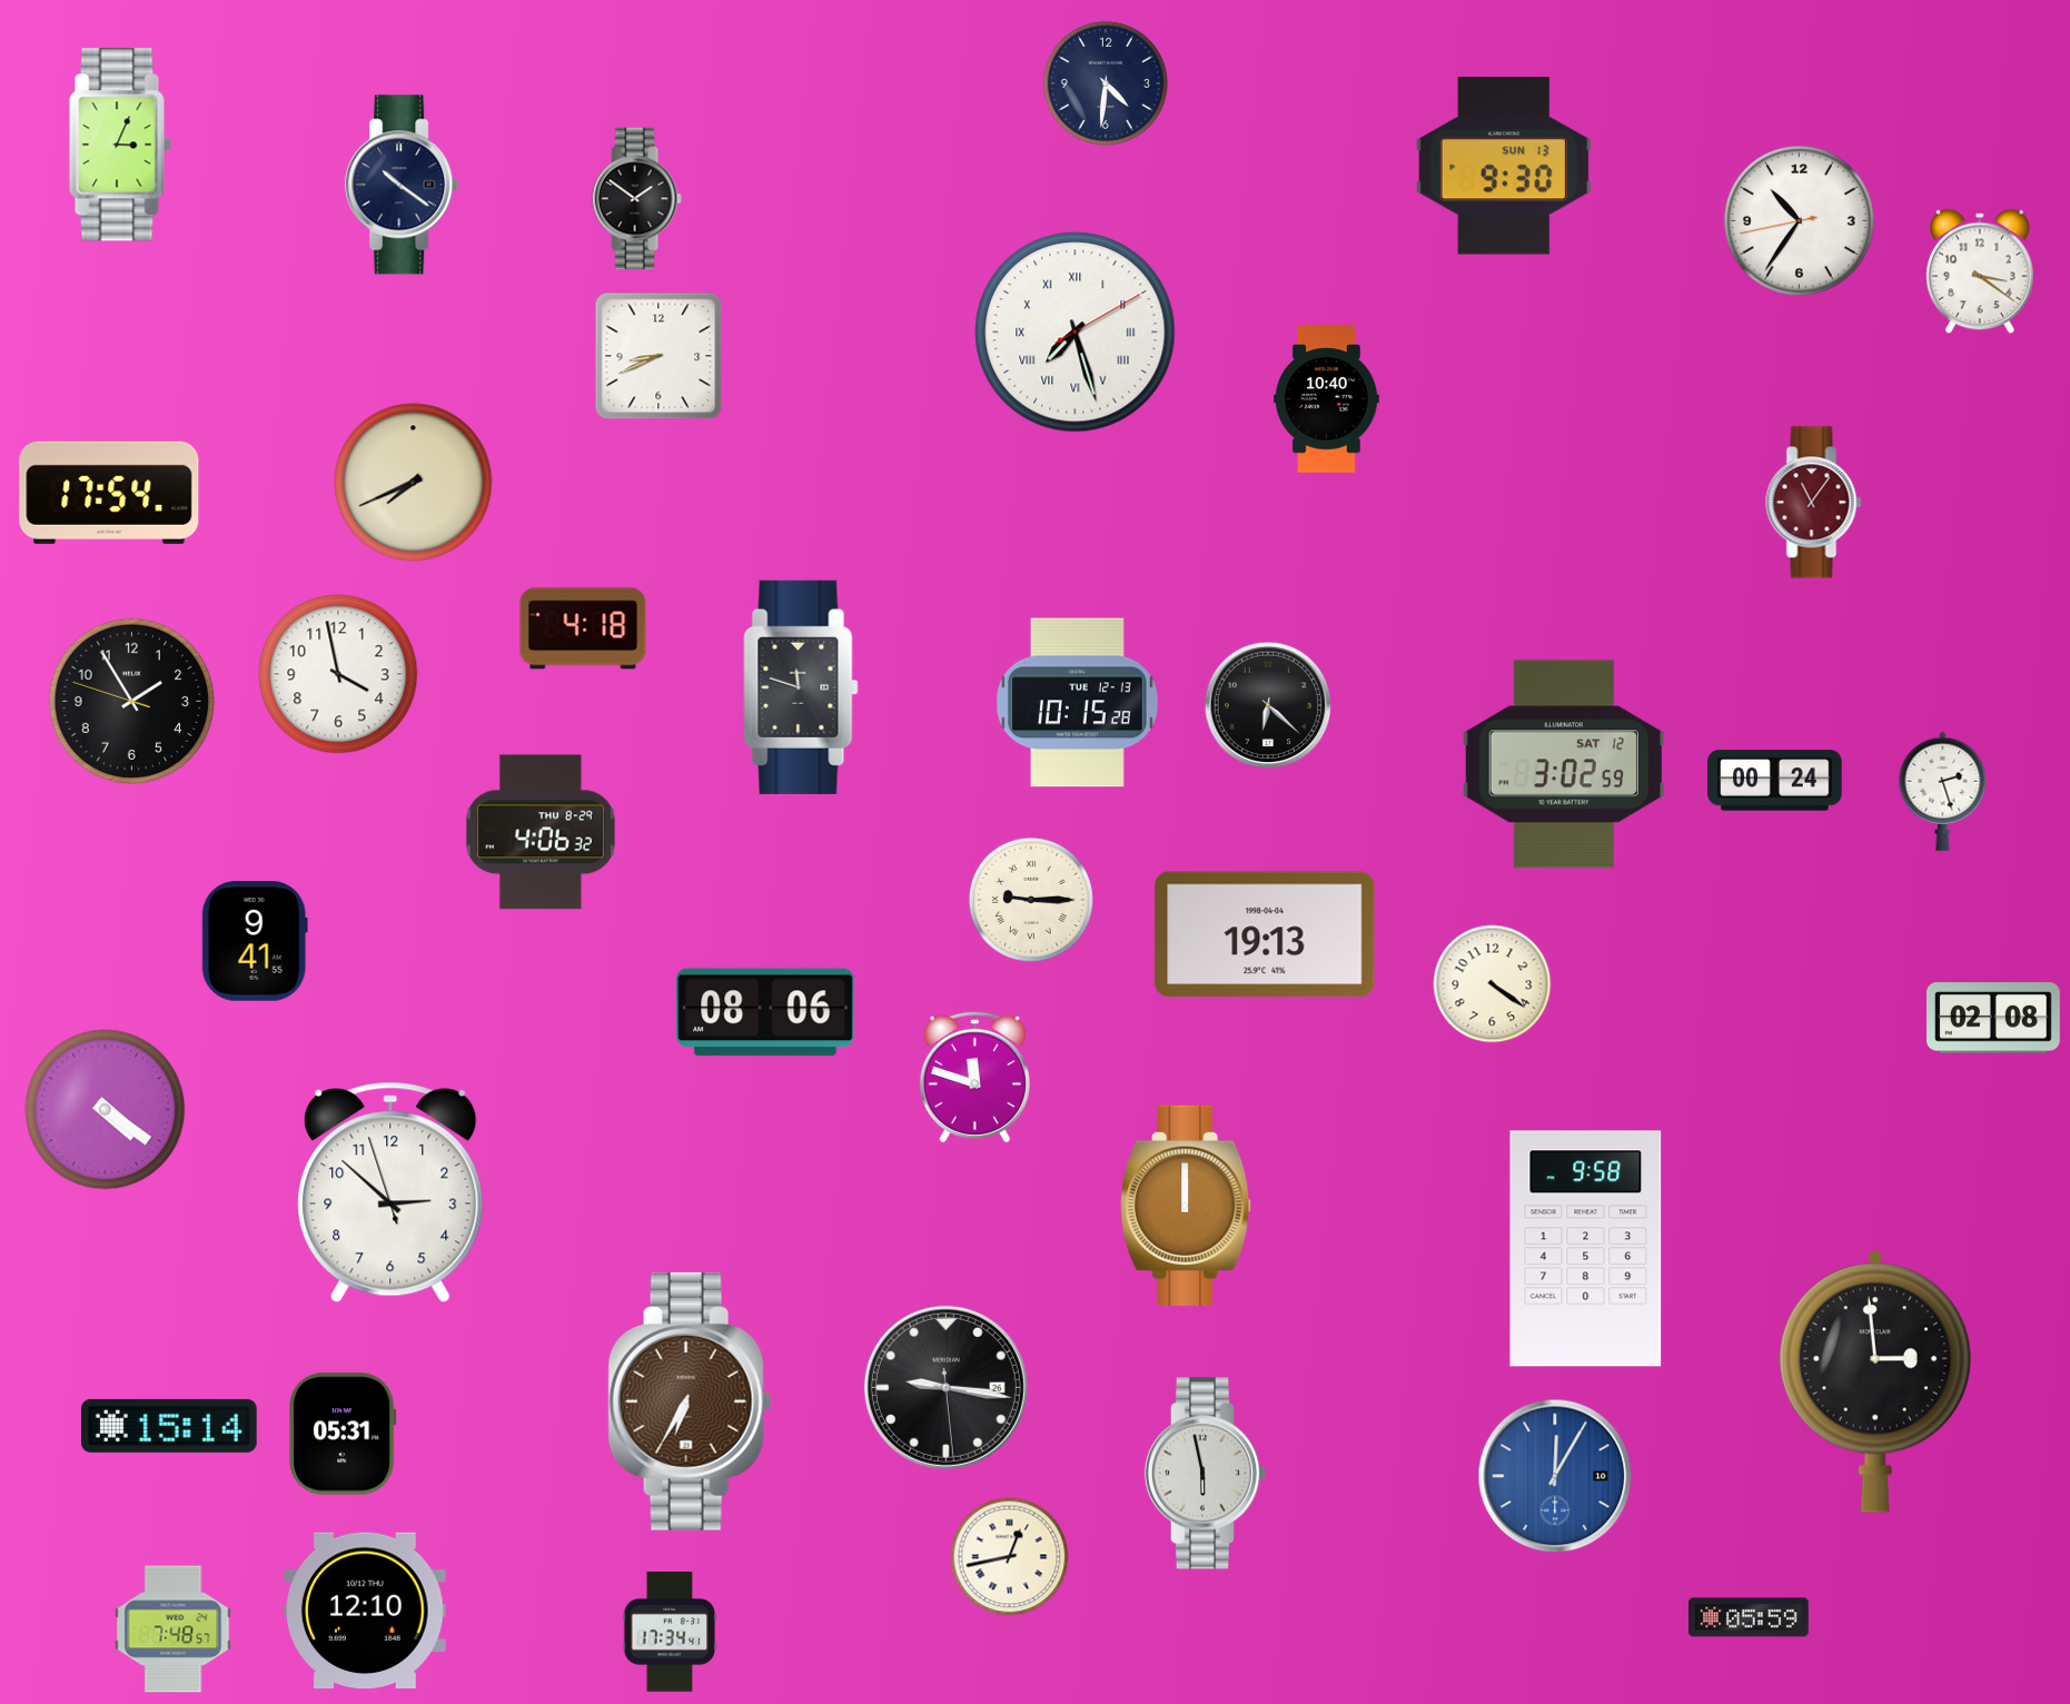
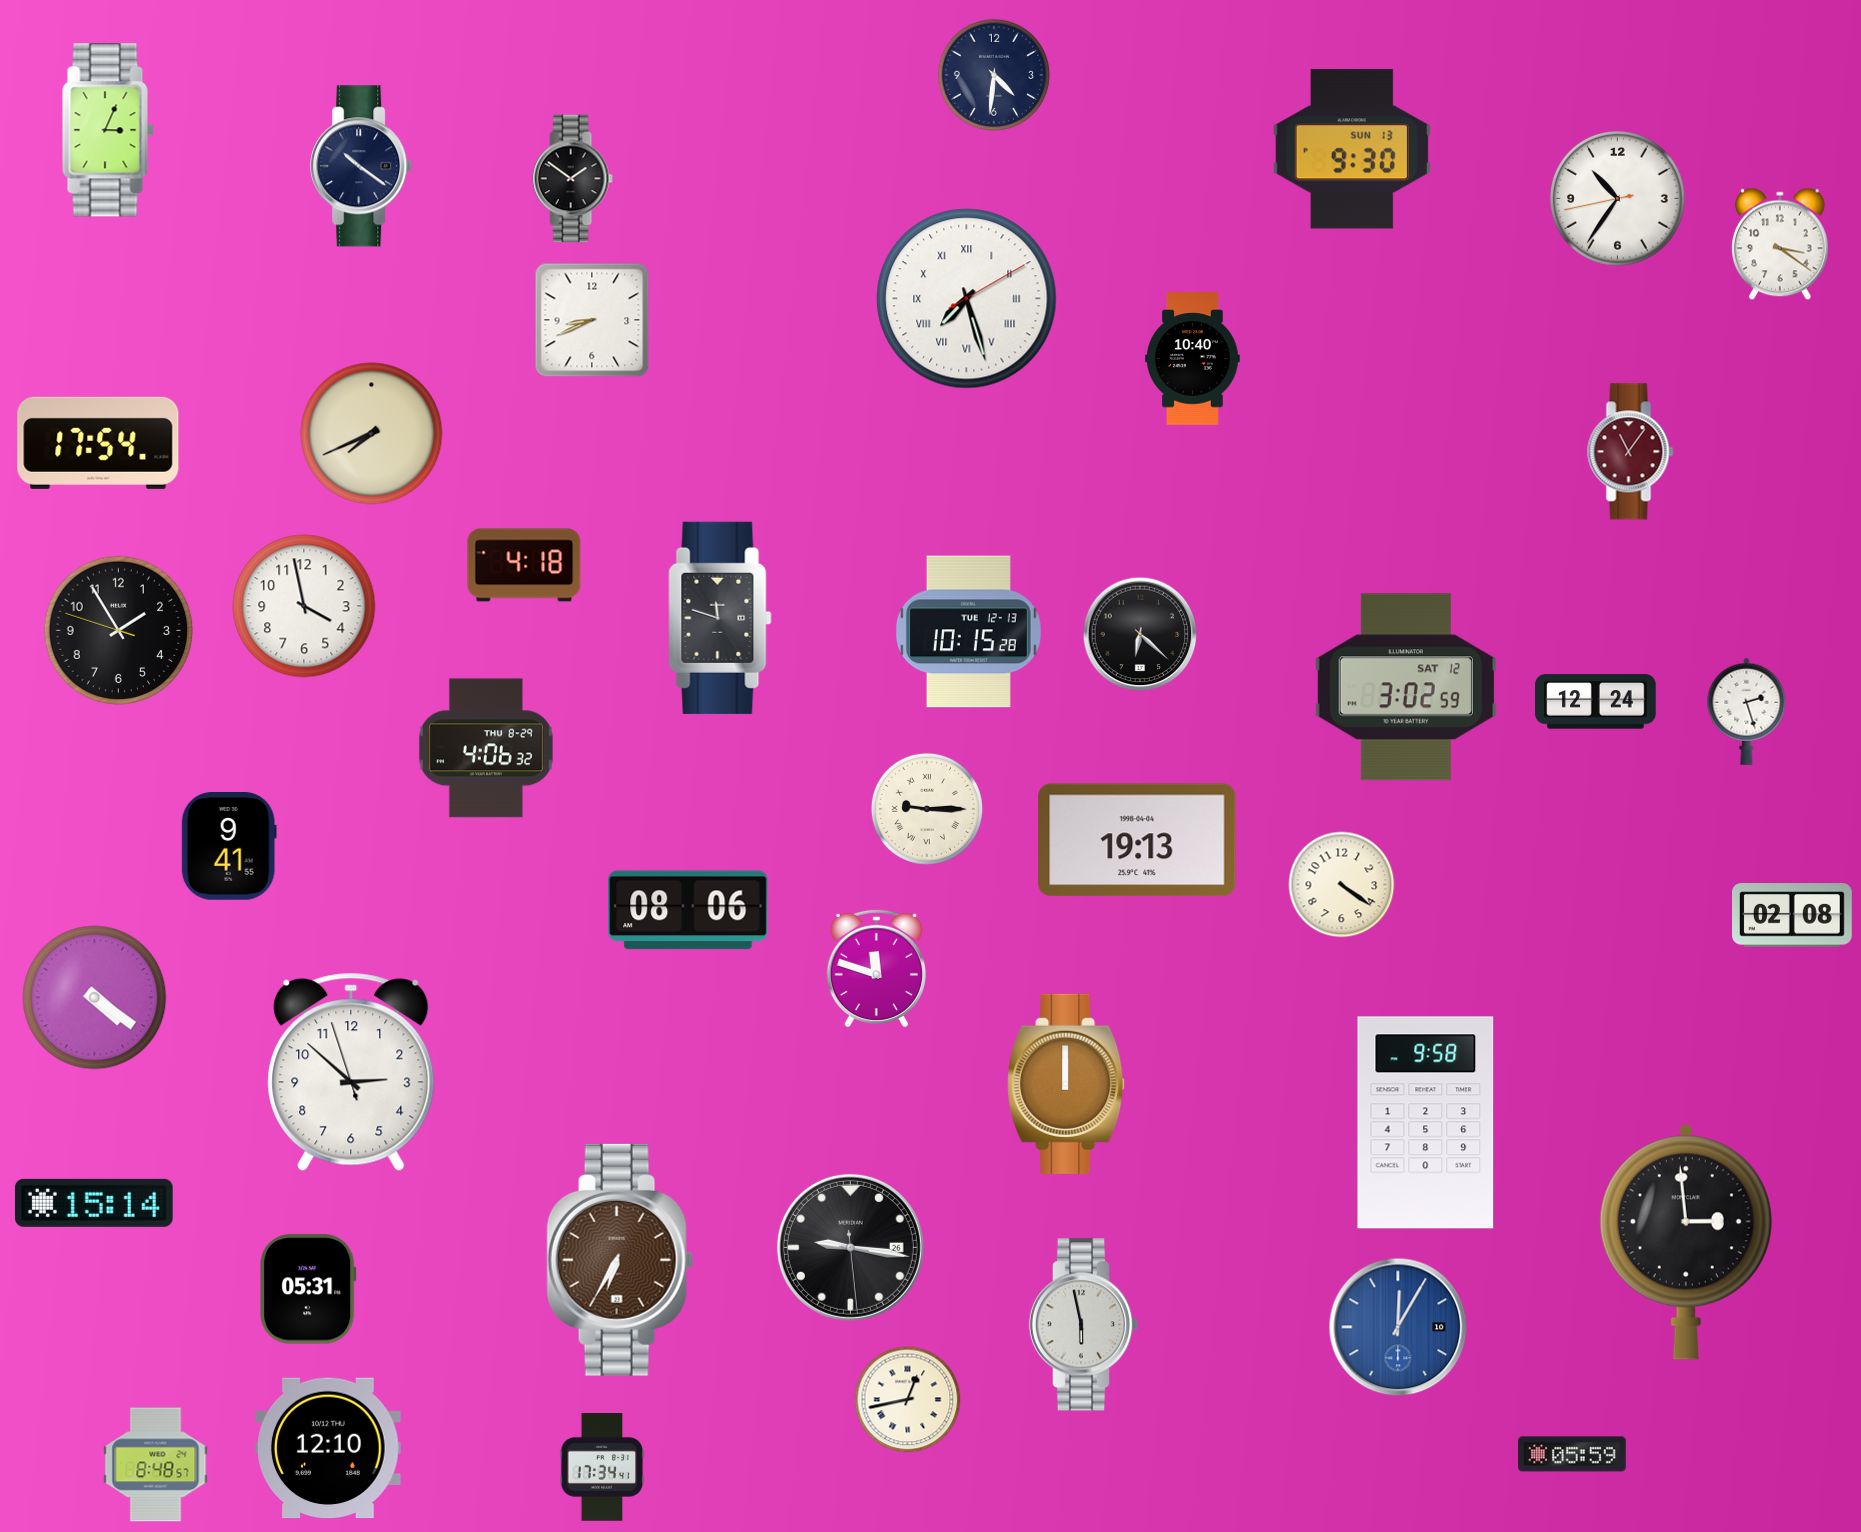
clock at (1775, 781): 00:24 -> 12:24
clock at (169, 1426) position: (169, 1426) -> (94, 1203)
clock at (174, 1629): 7:48 -> 8:48
